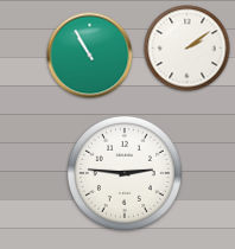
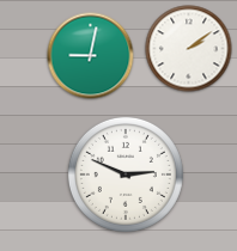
clock at (90, 56): 10:55 -> 9:02
clock at (125, 173): 2:46 -> 2:49
